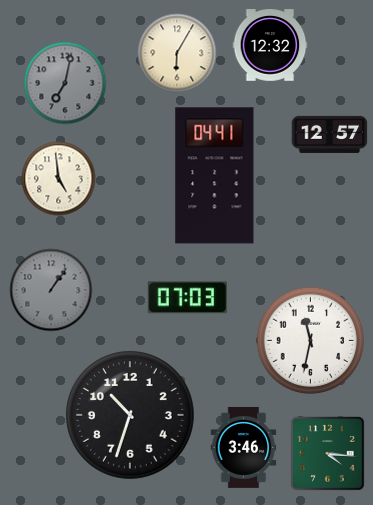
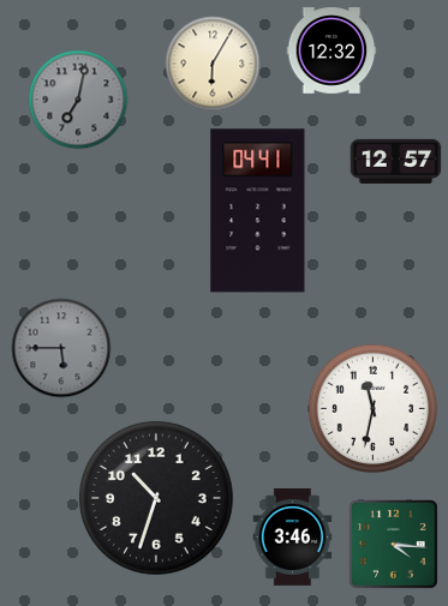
clock at (270, 45) position: (270, 45) -> (331, 50)
clock at (59, 179): 4:59 -> none
clock at (51, 290): 1:06 -> 5:45
clock at (187, 298): 07:03 -> none
